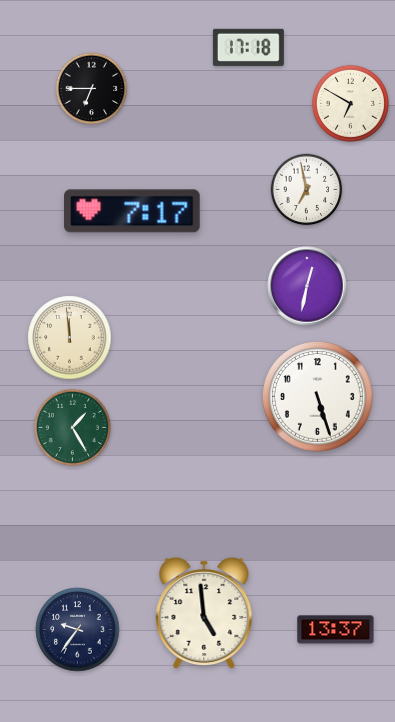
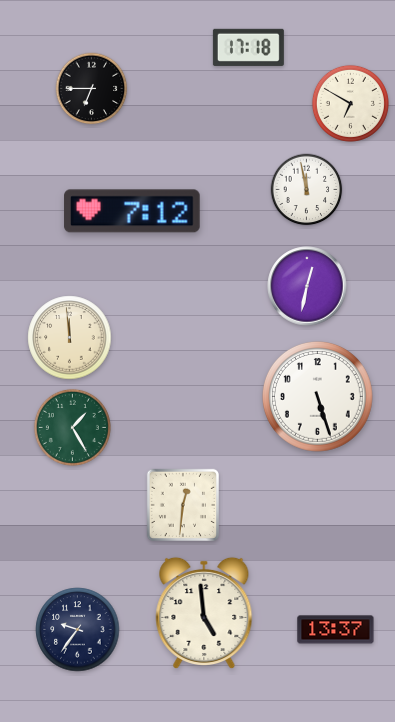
clock at (307, 190): 6:58 -> 11:58
clock at (132, 211): 7:17 -> 7:12
clock at (182, 504): none -> 12:31
